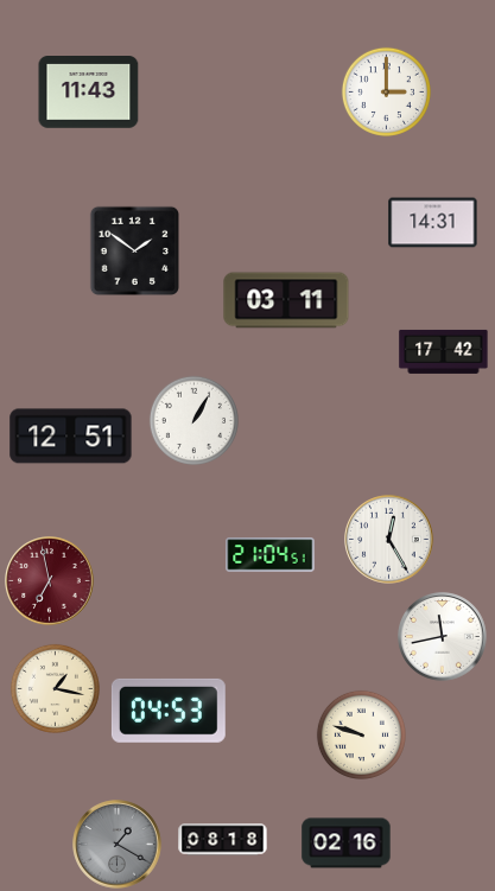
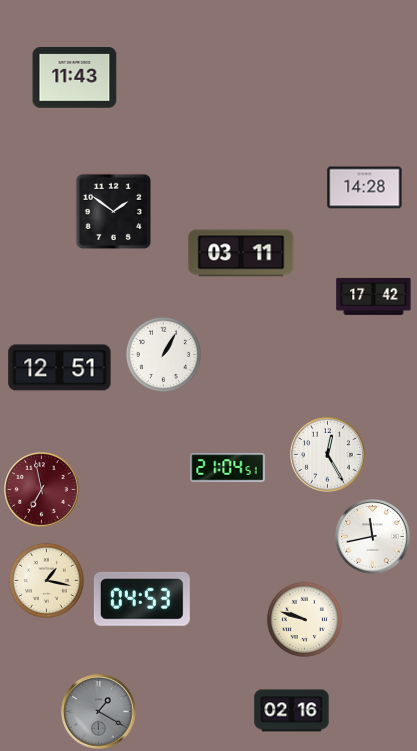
clock at (386, 91): 3:00 -> none
clock at (433, 223): 14:31 -> 14:28
clock at (223, 840): 08:18 -> none
